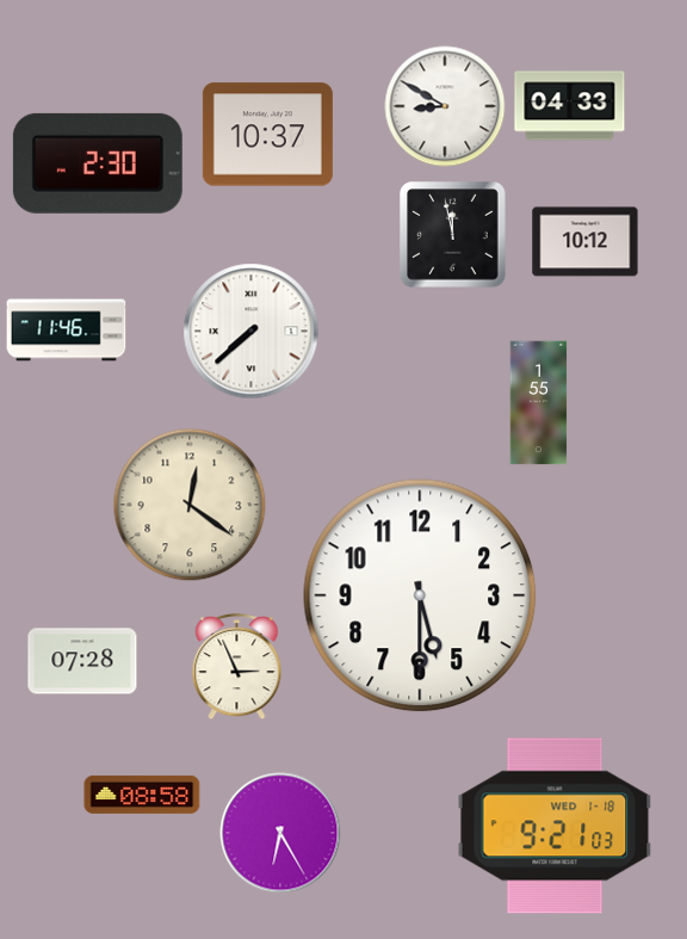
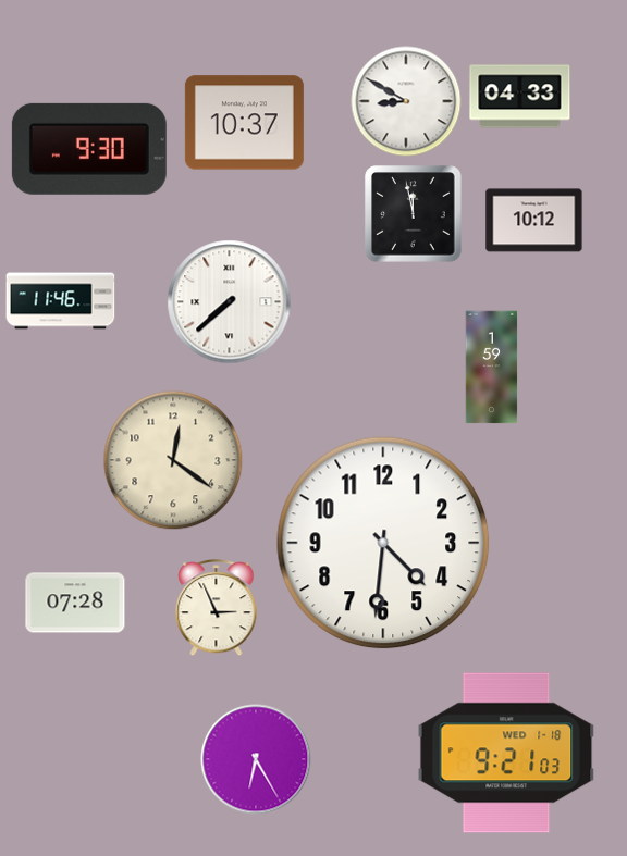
clock at (445, 106) position: (445, 106) -> (406, 101)
clock at (98, 163): 2:30 -> 9:30
clock at (539, 403): 1:55 -> 1:59
clock at (420, 595): 5:30 -> 4:31
clock at (142, 795): 08:58 -> none
